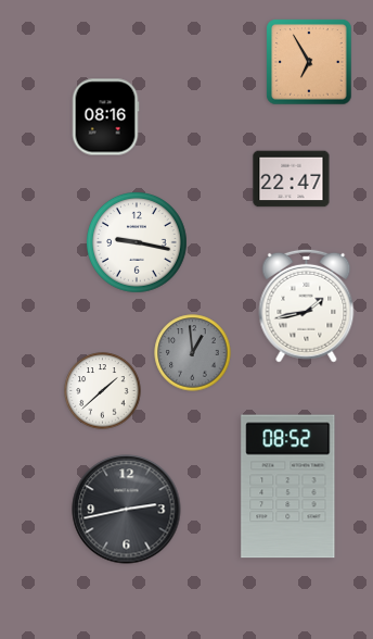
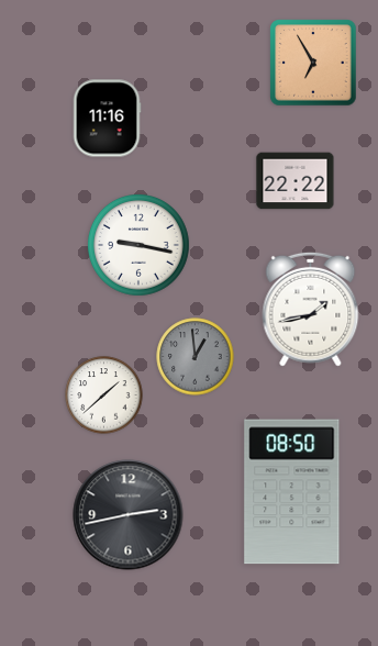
clock at (105, 117): 08:16 -> 11:16
clock at (292, 179): 22:47 -> 22:22
clock at (288, 487): 08:52 -> 08:50
